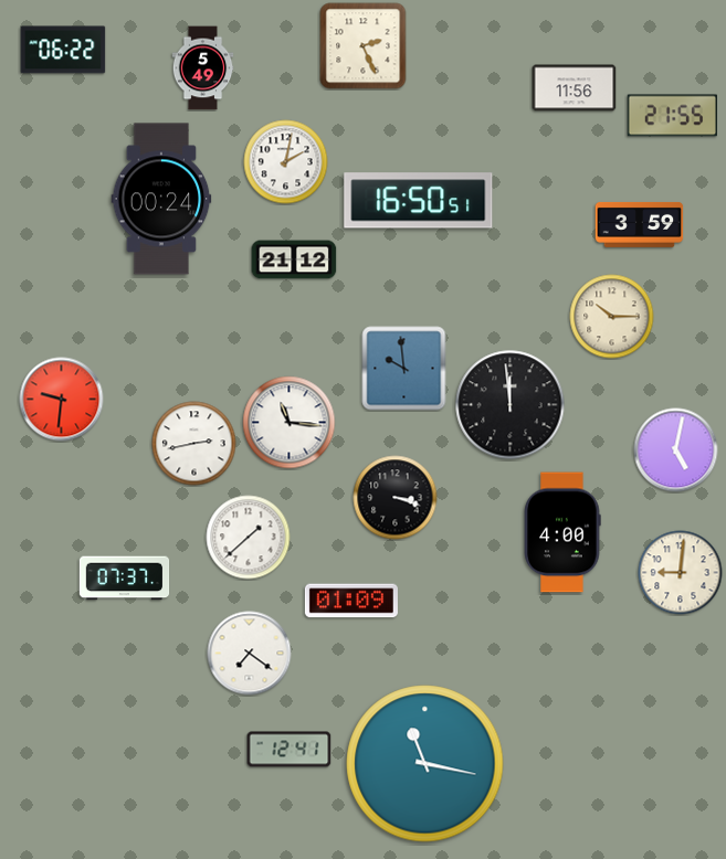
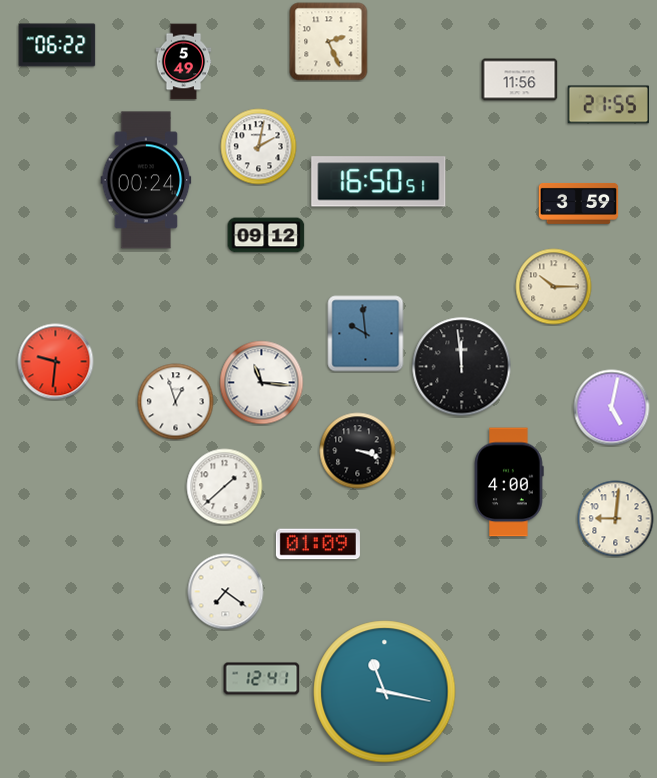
clock at (294, 259): 21:12 -> 09:12
clock at (194, 444): 2:43 -> 12:57
clock at (125, 579): 07:37 -> none
